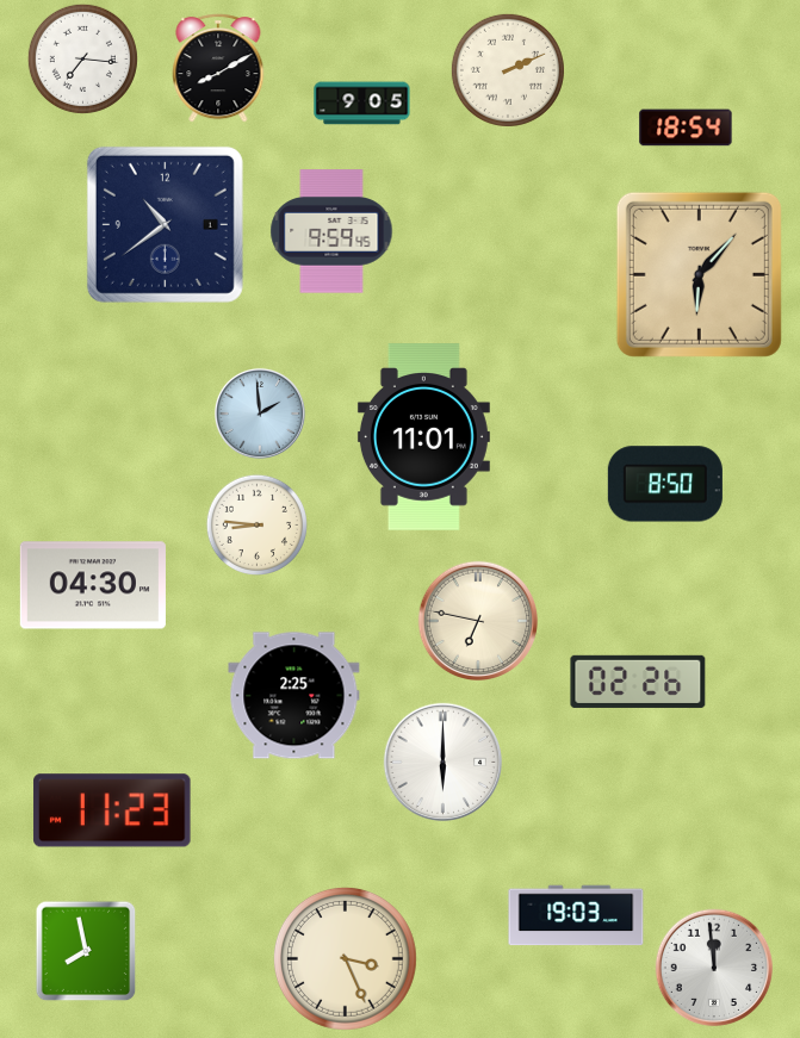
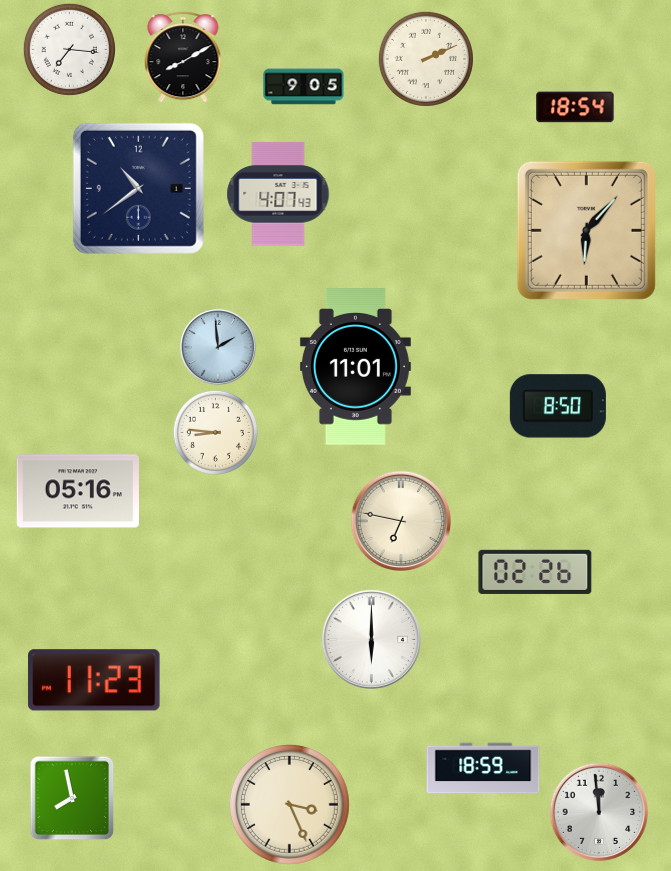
clock at (331, 231): 9:59 -> 4:07
clock at (256, 524) position: (256, 524) -> (215, 432)
clock at (93, 585): 04:30 -> 05:16
clock at (294, 696): 2:25 -> none
clock at (576, 915): 19:03 -> 18:59
